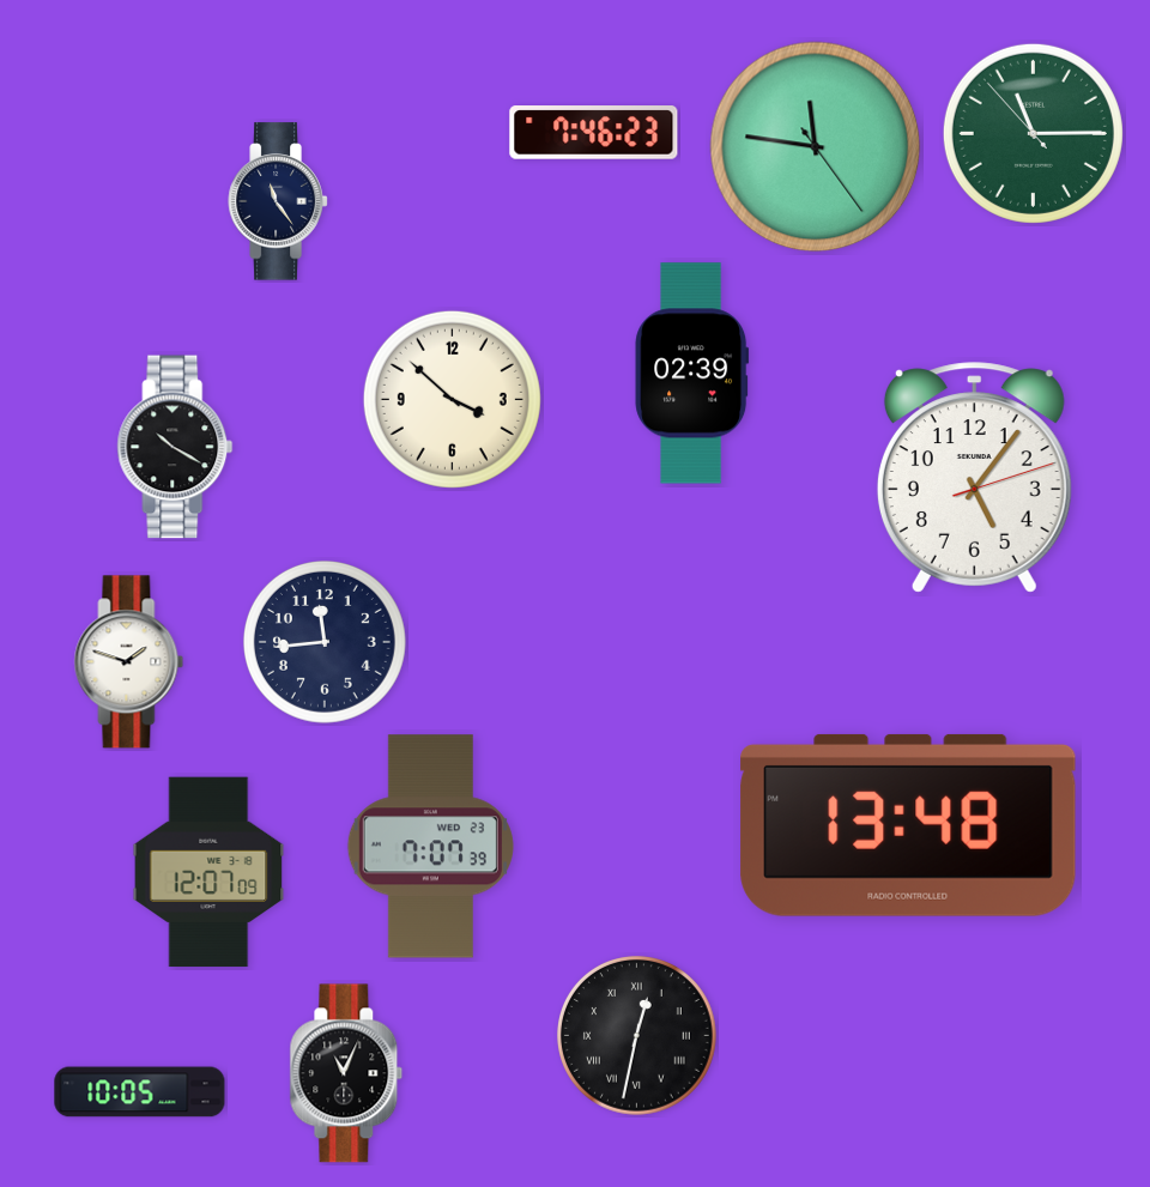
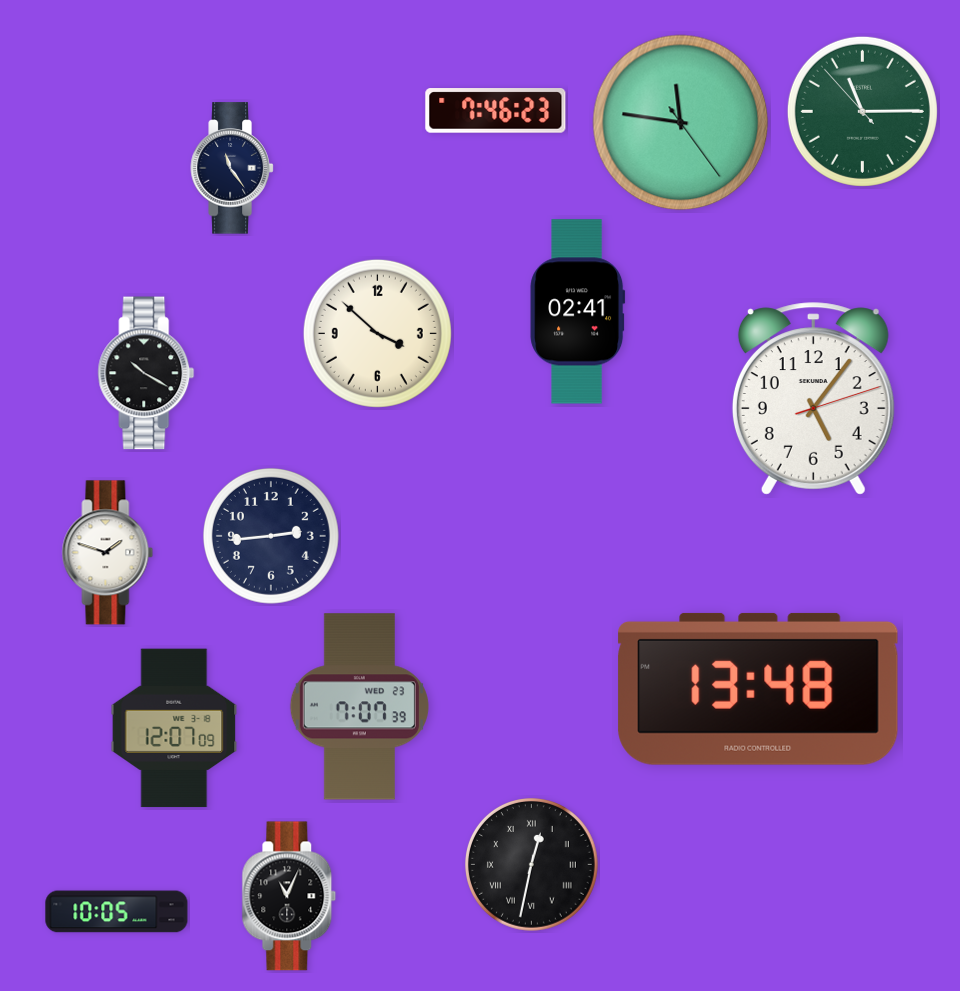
clock at (692, 374): 02:39 -> 02:41
clock at (325, 642): 11:44 -> 2:44
